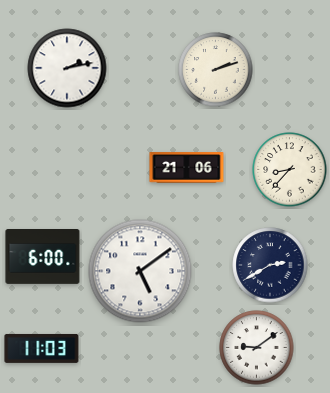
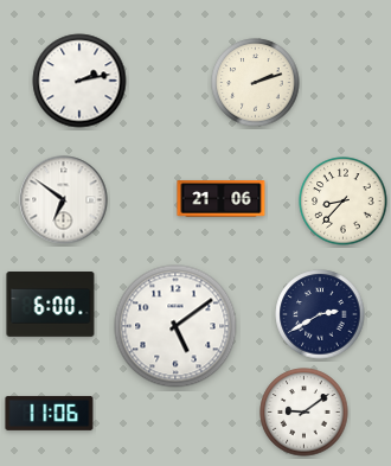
clock at (64, 200): none -> 6:51
clock at (140, 271) position: (140, 271) -> (175, 326)
clock at (42, 348): 11:03 -> 11:06
